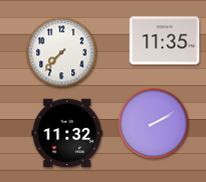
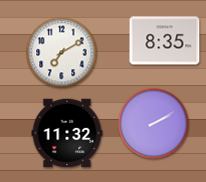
clock at (165, 41): 11:35 -> 8:35
clock at (62, 53): 7:37 -> 7:10
